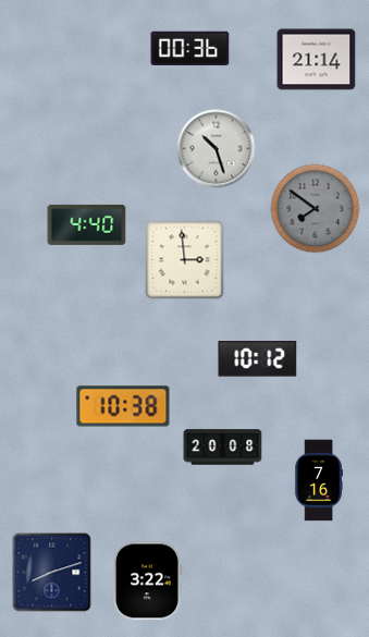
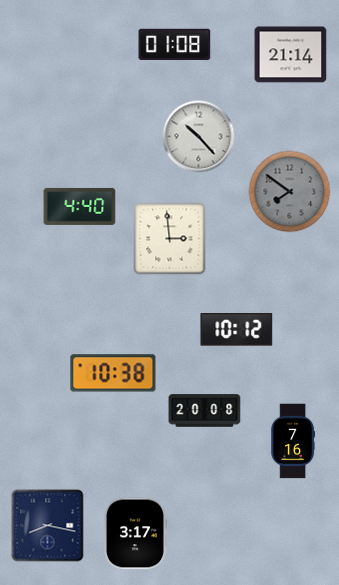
clock at (190, 49): 00:36 -> 01:08
clock at (217, 149): 10:27 -> 10:23
clock at (52, 573): 8:12 -> 8:17
clock at (148, 581): 3:22 -> 3:17
